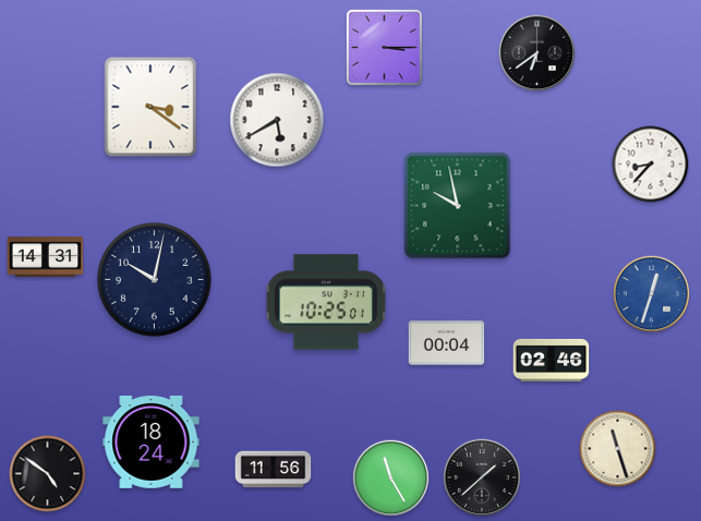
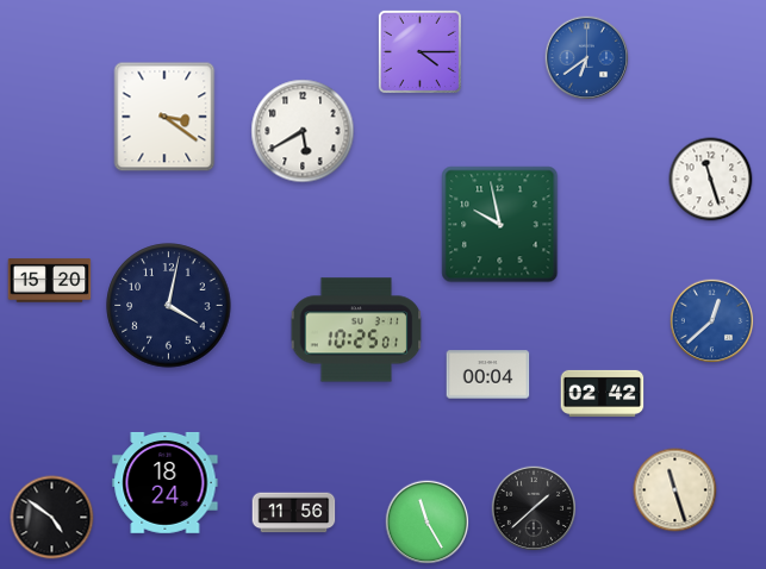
clock at (384, 47): 3:15 -> 4:15
clock at (537, 53) dial: black -> blue
clock at (651, 165): 8:37 -> 11:27
clock at (46, 257): 14:31 -> 15:20
clock at (155, 280): 10:02 -> 4:02
clock at (652, 294): 12:33 -> 12:38
clock at (552, 360): 02:46 -> 02:42
clock at (274, 470) position: (274, 470) -> (294, 513)
clock at (482, 477) position: (482, 477) -> (534, 508)
